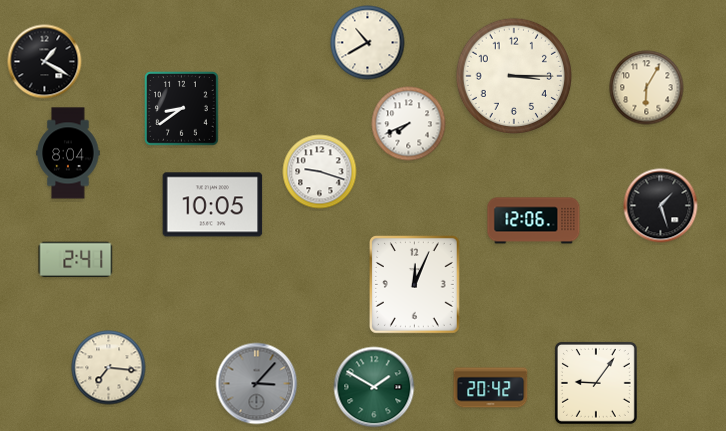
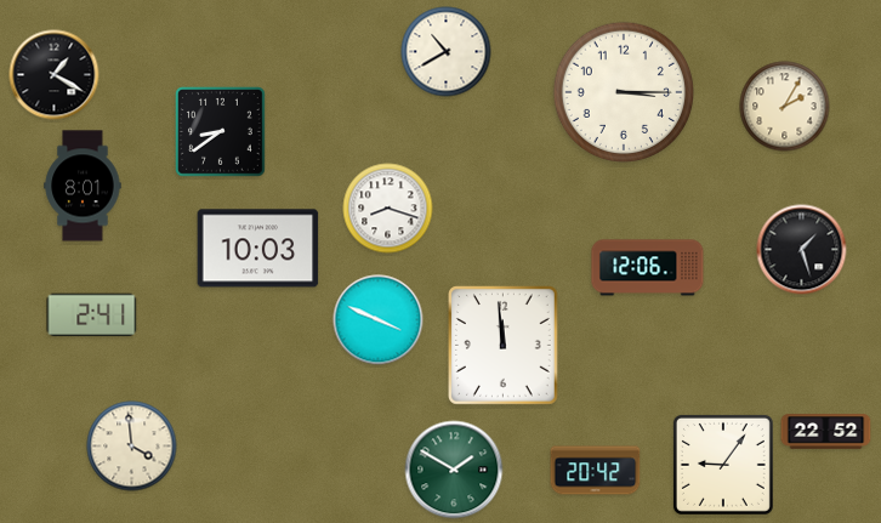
clock at (647, 88): 6:05 -> 2:05
clock at (409, 124): 7:41 -> none
clock at (68, 153): 8:04 -> 8:01
clock at (320, 172): 9:18 -> 8:18
clock at (213, 205): 10:05 -> 10:03
clock at (379, 320): none -> 3:49
clock at (415, 285): 12:04 -> 11:59
clock at (826, 432): none -> 22:52
clock at (109, 368): 7:16 -> 3:59
clock at (257, 384): 3:07 -> none
